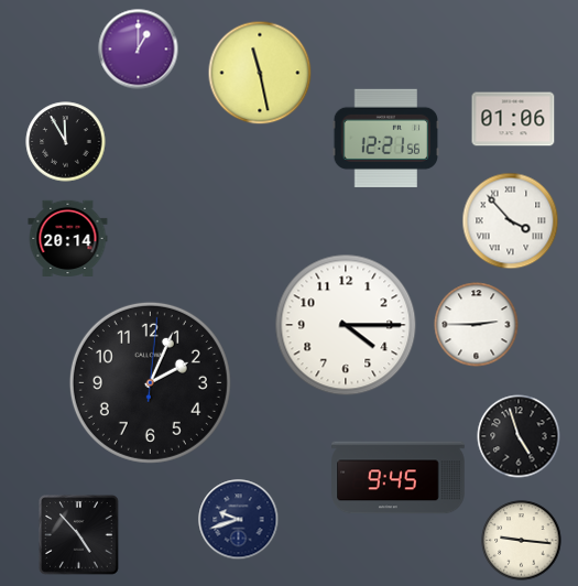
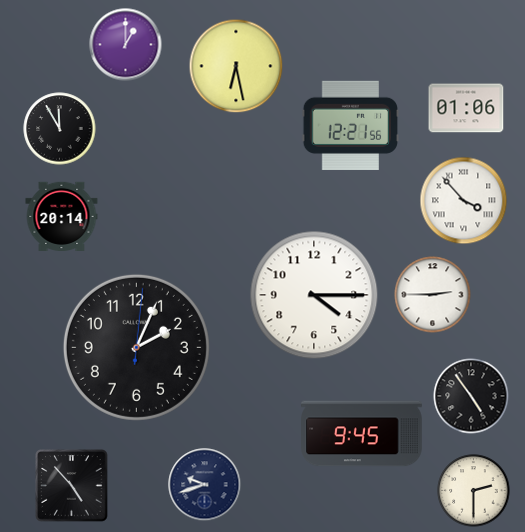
clock at (260, 73): 11:28 -> 6:28
clock at (519, 436): 4:57 -> 4:54
clock at (239, 520) position: (239, 520) -> (205, 485)
clock at (522, 541): 9:16 -> 2:30
